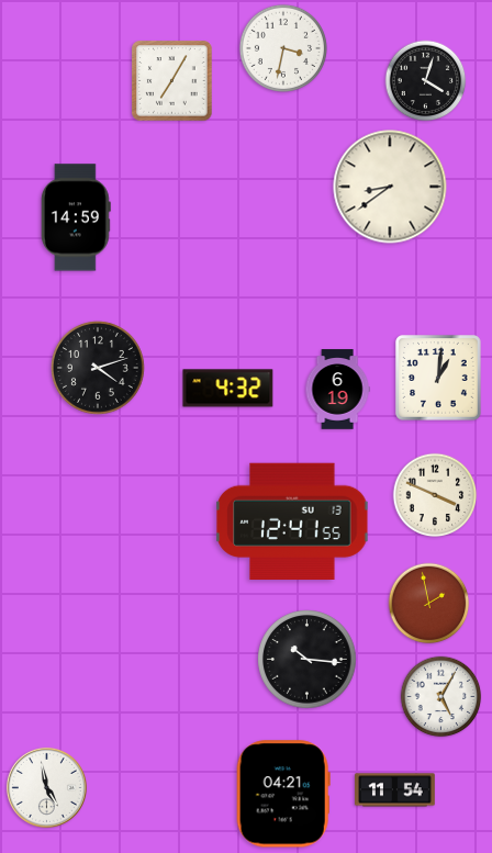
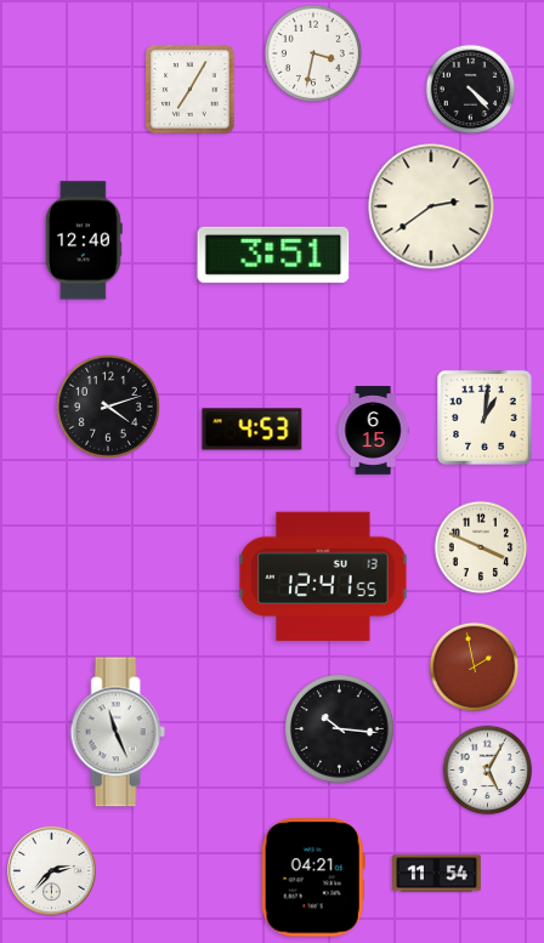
clock at (426, 81): 4:03 -> 4:23
clock at (390, 187): 8:39 -> 2:39
clock at (76, 217): 14:59 -> 12:40
clock at (273, 255): none -> 3:51
clock at (228, 389): 4:32 -> 4:53
clock at (337, 390): 6:19 -> 6:15
clock at (118, 732): none -> 11:26
clock at (46, 787): 4:58 -> 2:37
